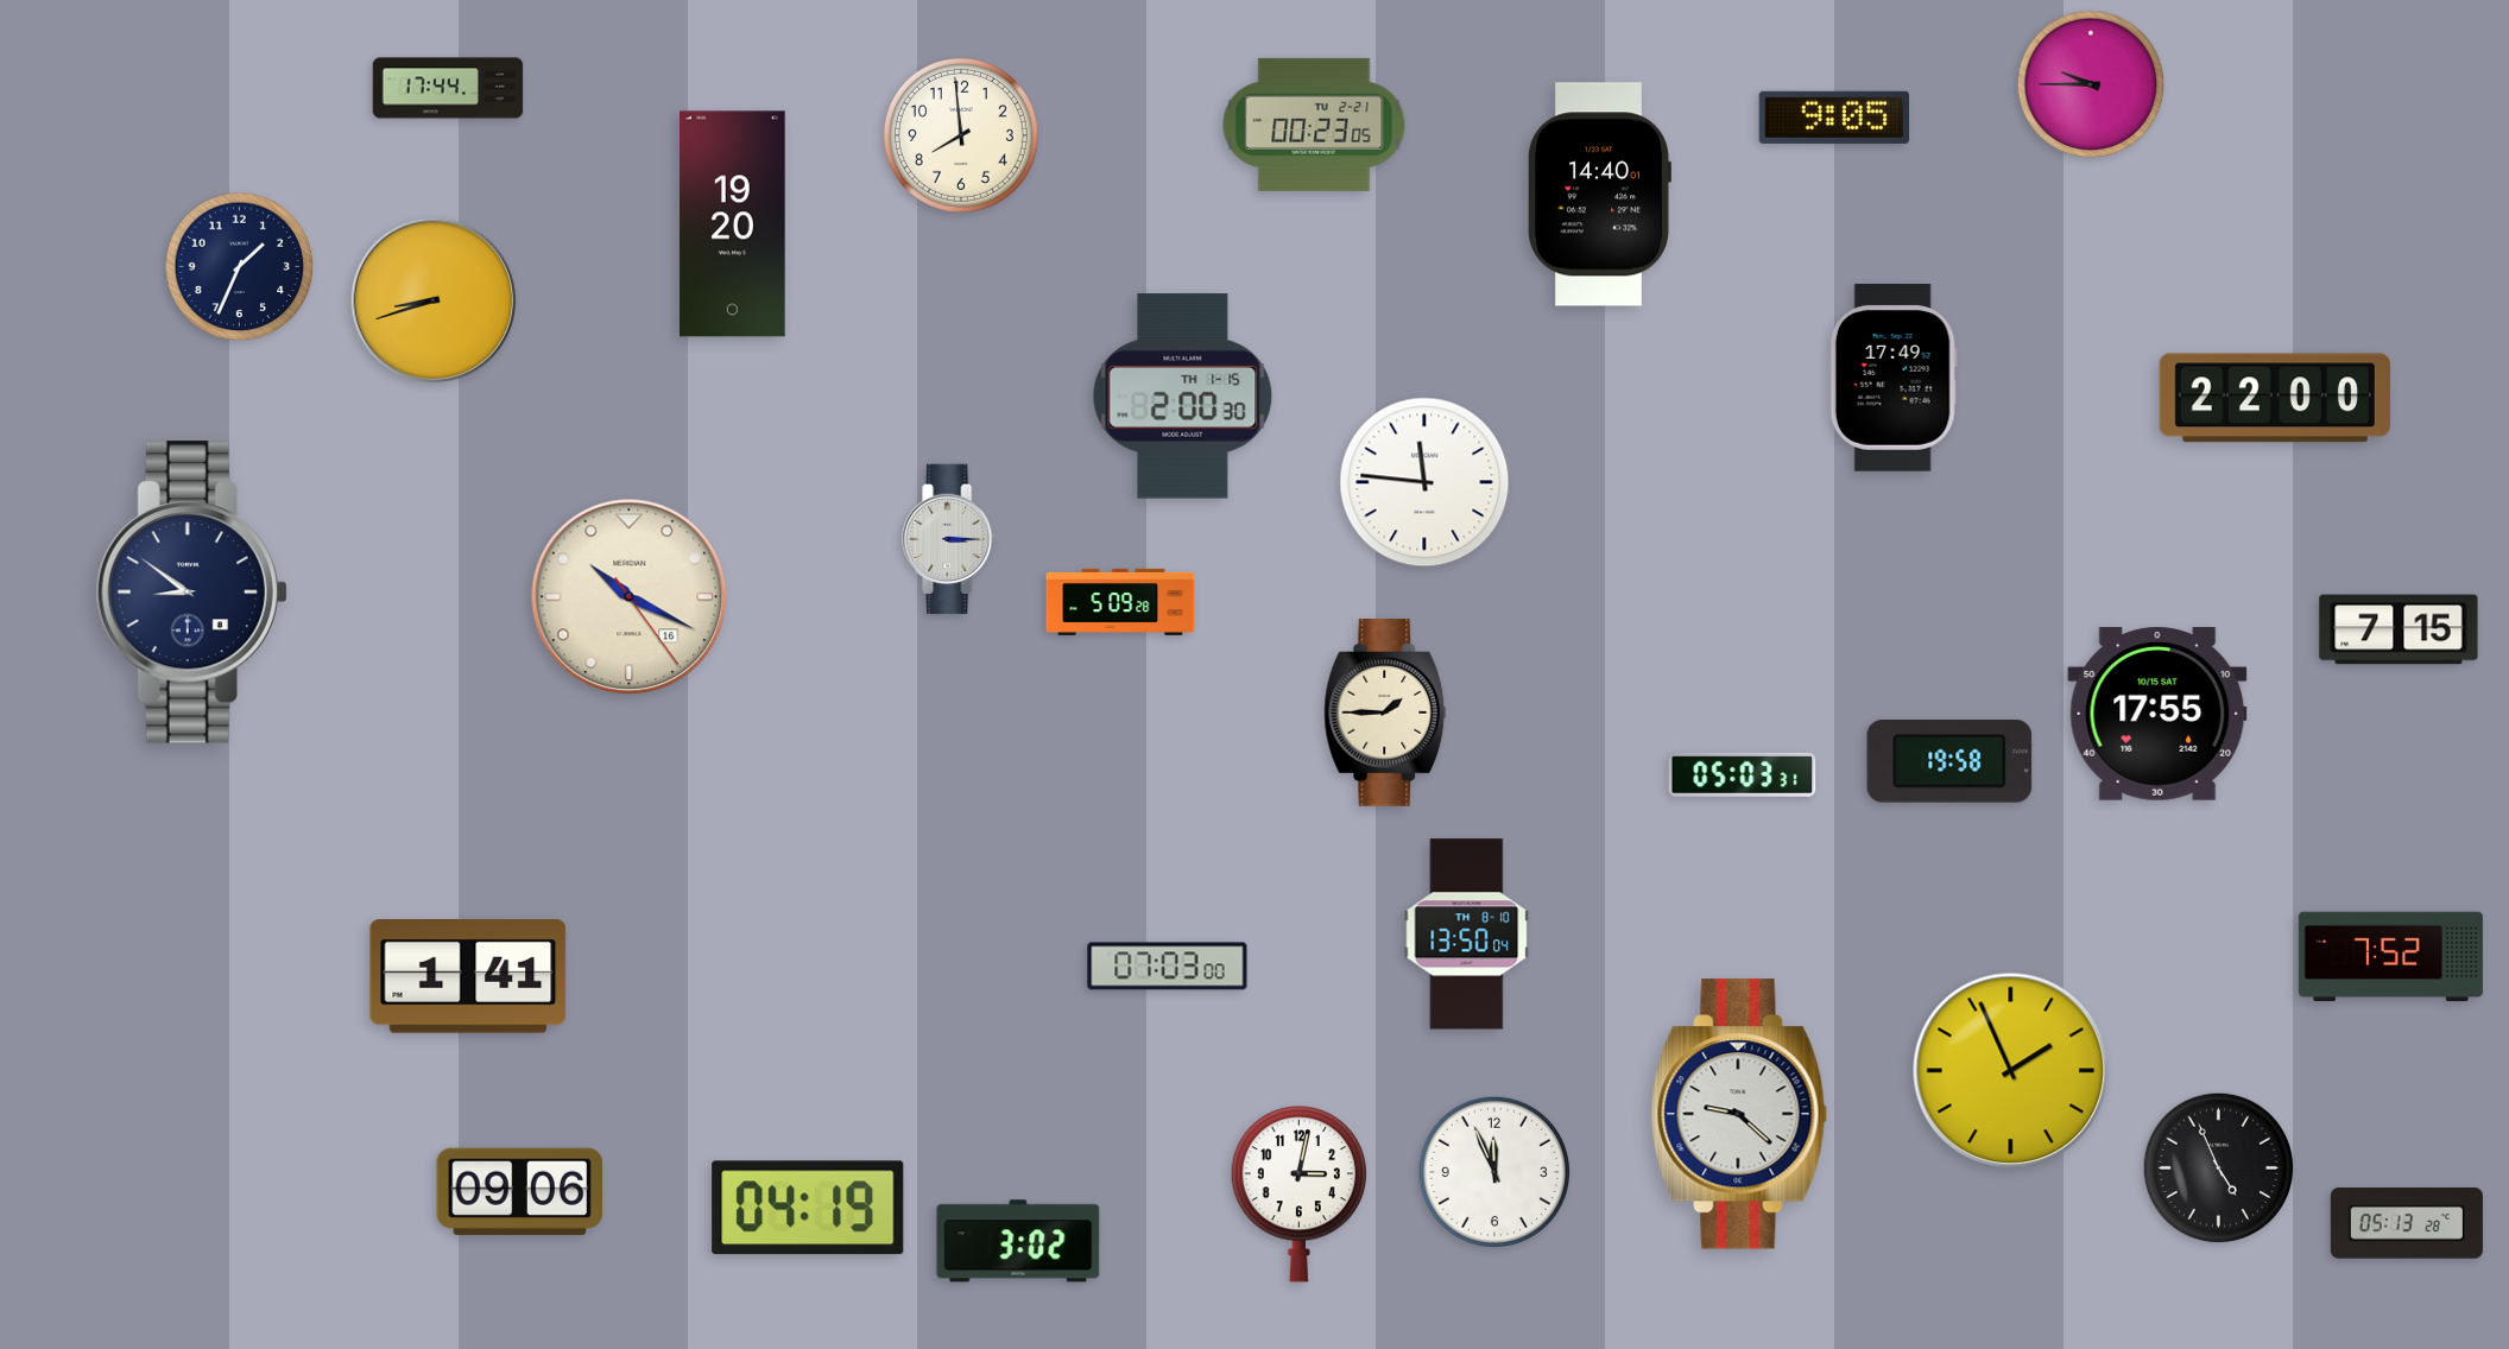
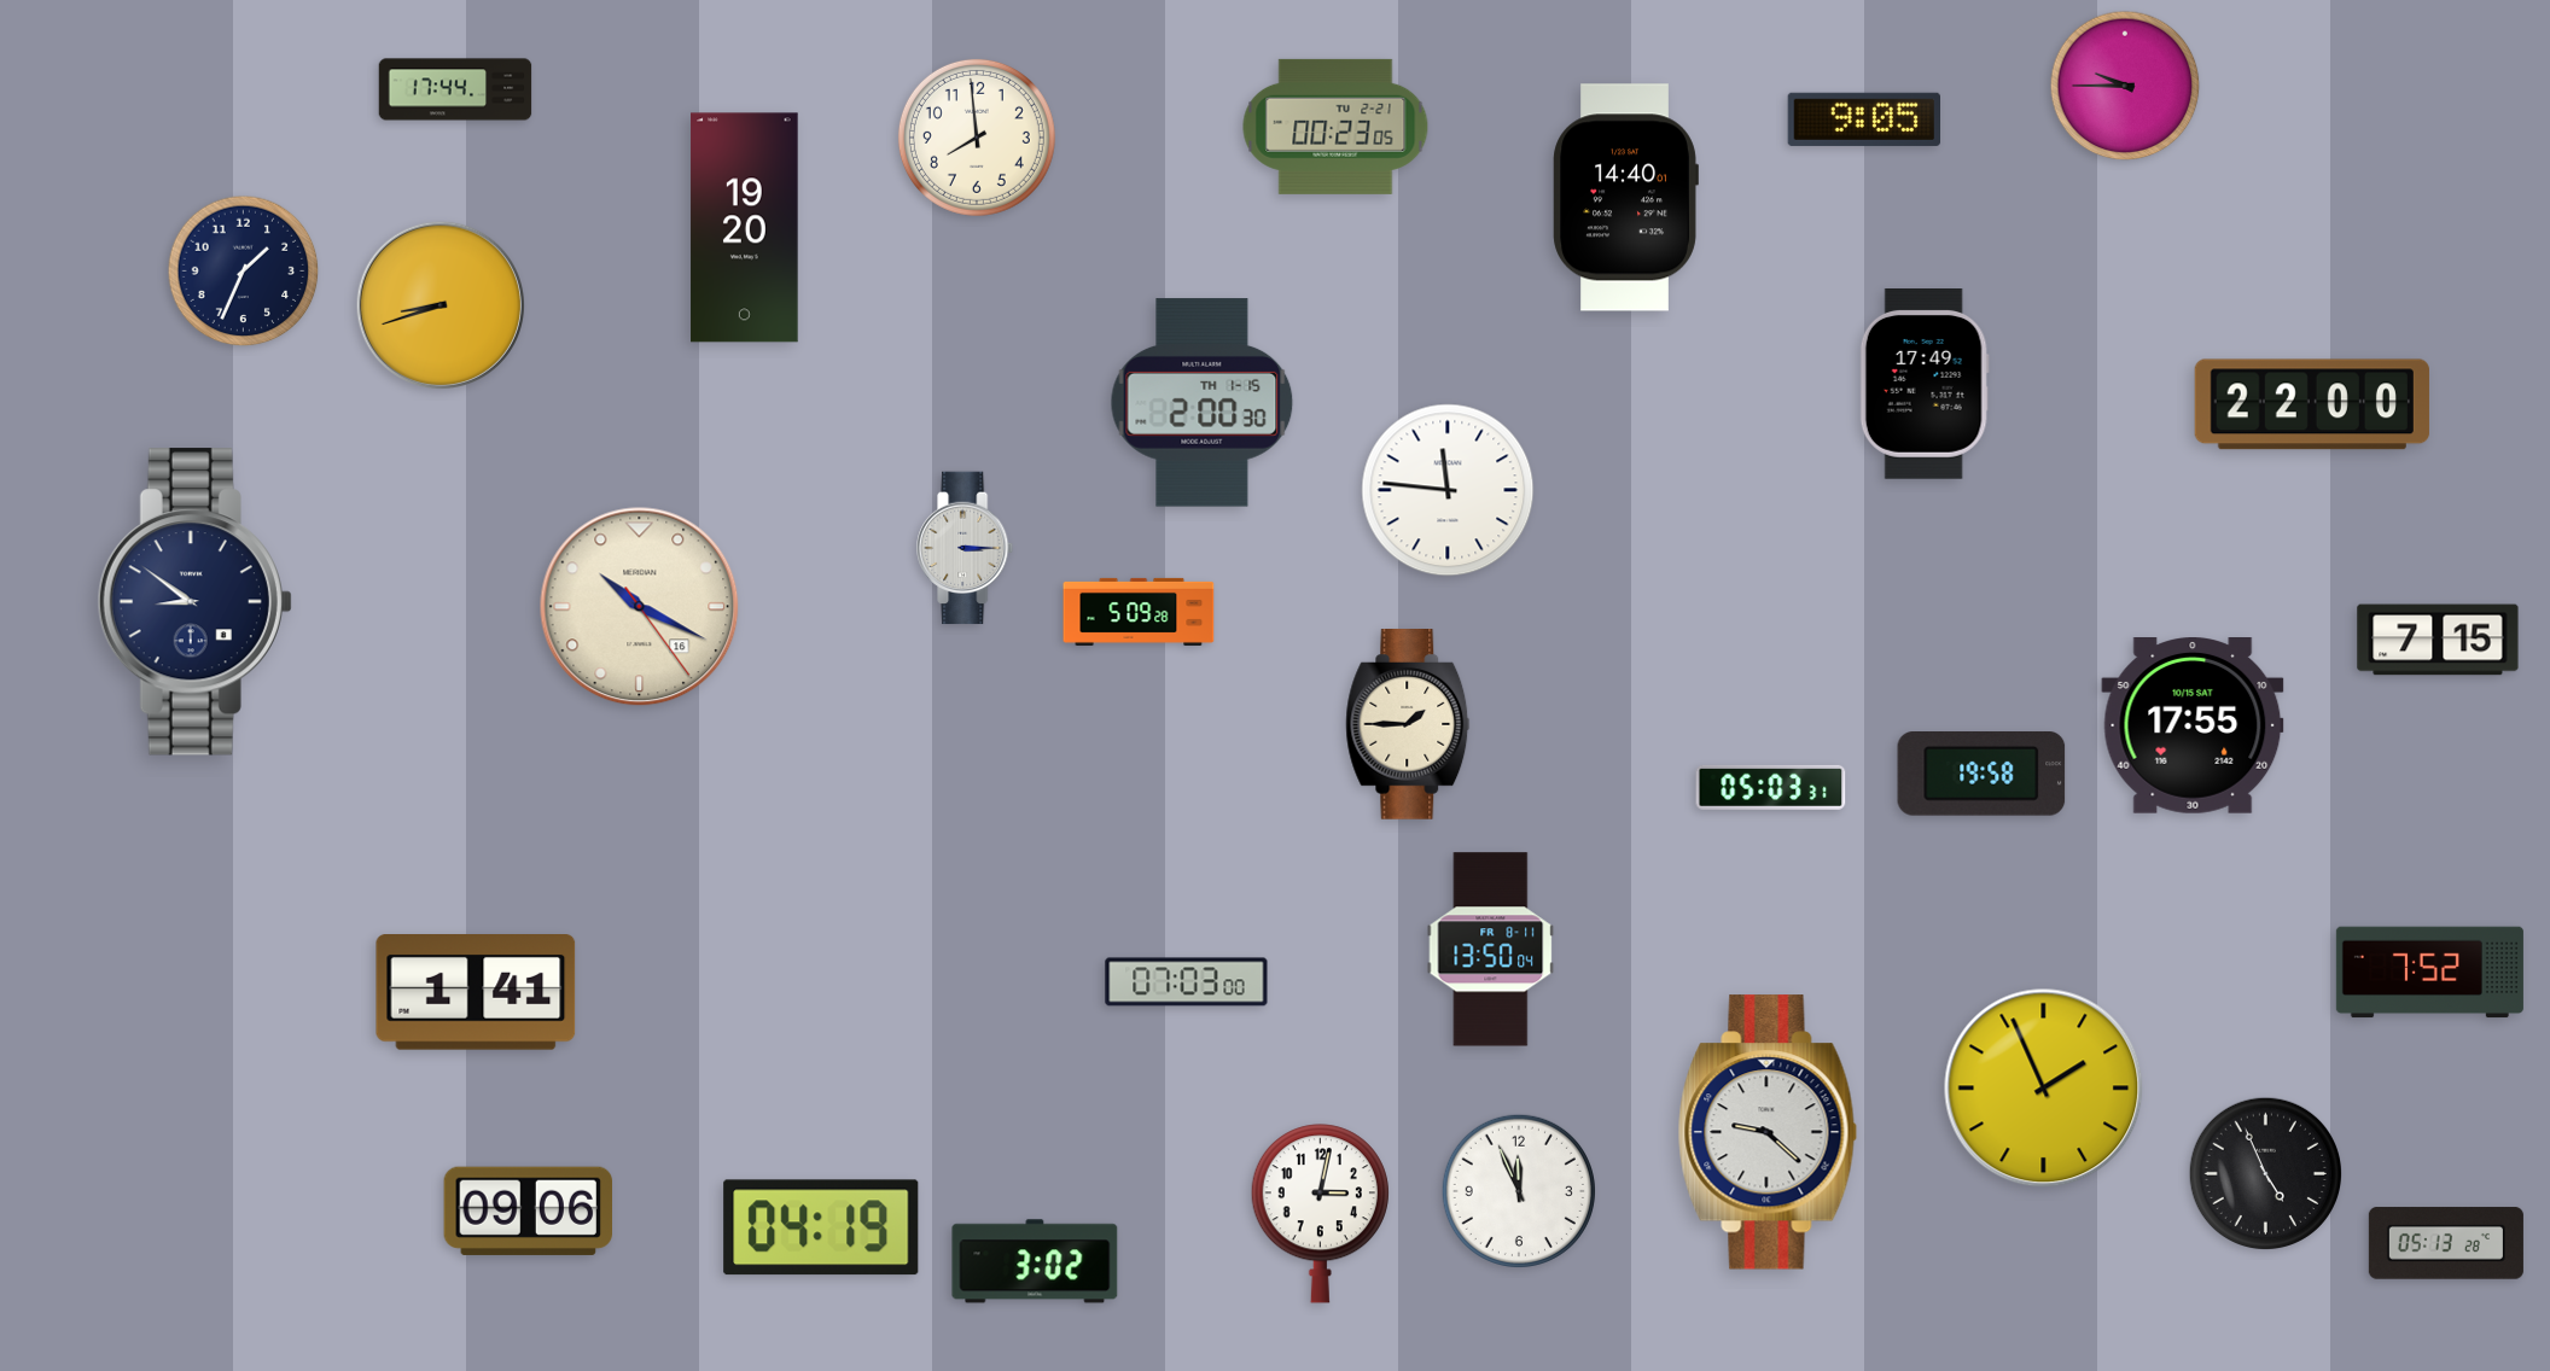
clock at (1467, 935) date: TH 8-10 -> FR 8-11
clock at (2218, 1167) position: (2218, 1167) -> (2265, 1173)
